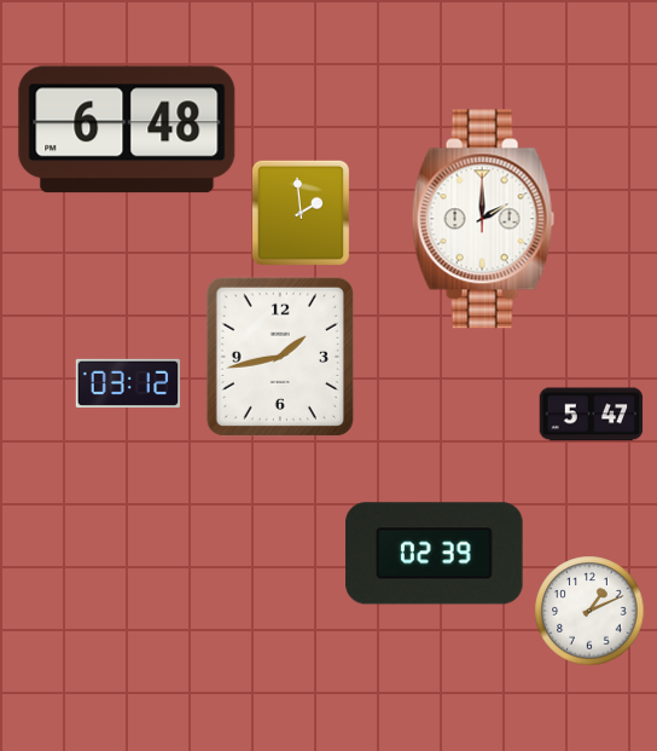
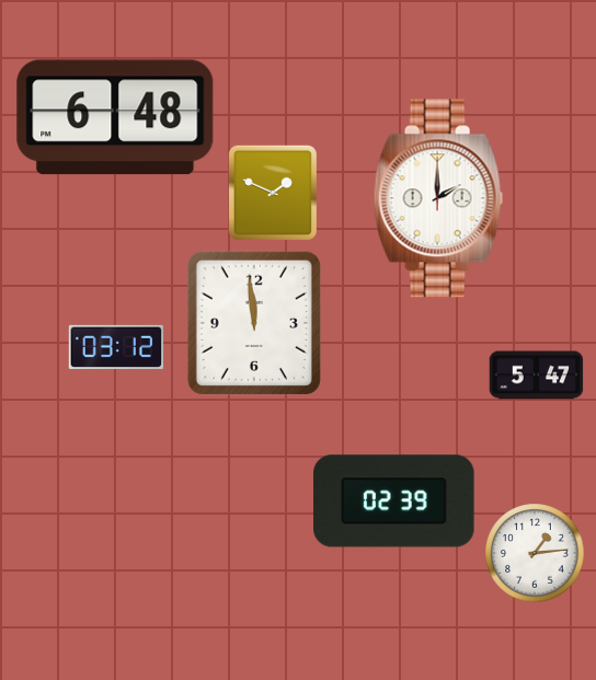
clock at (301, 213): 1:59 -> 1:49
clock at (280, 357): 1:43 -> 11:59
clock at (589, 611): 1:11 -> 1:14
